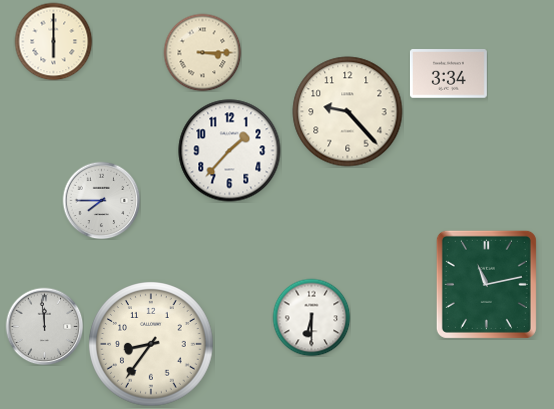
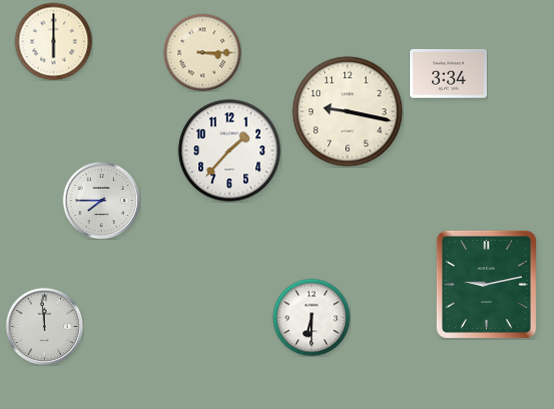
clock at (348, 112): 9:23 -> 9:17
clock at (486, 284): 11:13 -> 9:13
clock at (151, 344): 8:36 -> none
